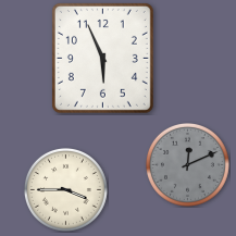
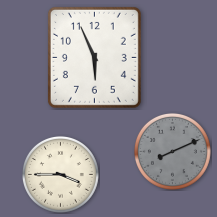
clock at (102, 58) position: (102, 58) -> (94, 57)
clock at (187, 164): 12:11 -> 8:11
